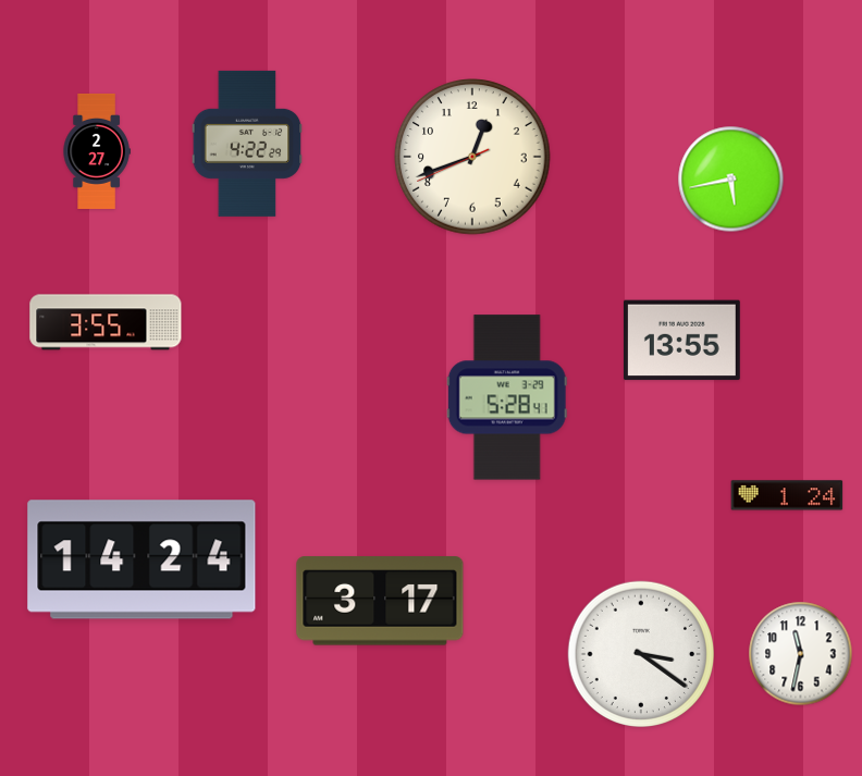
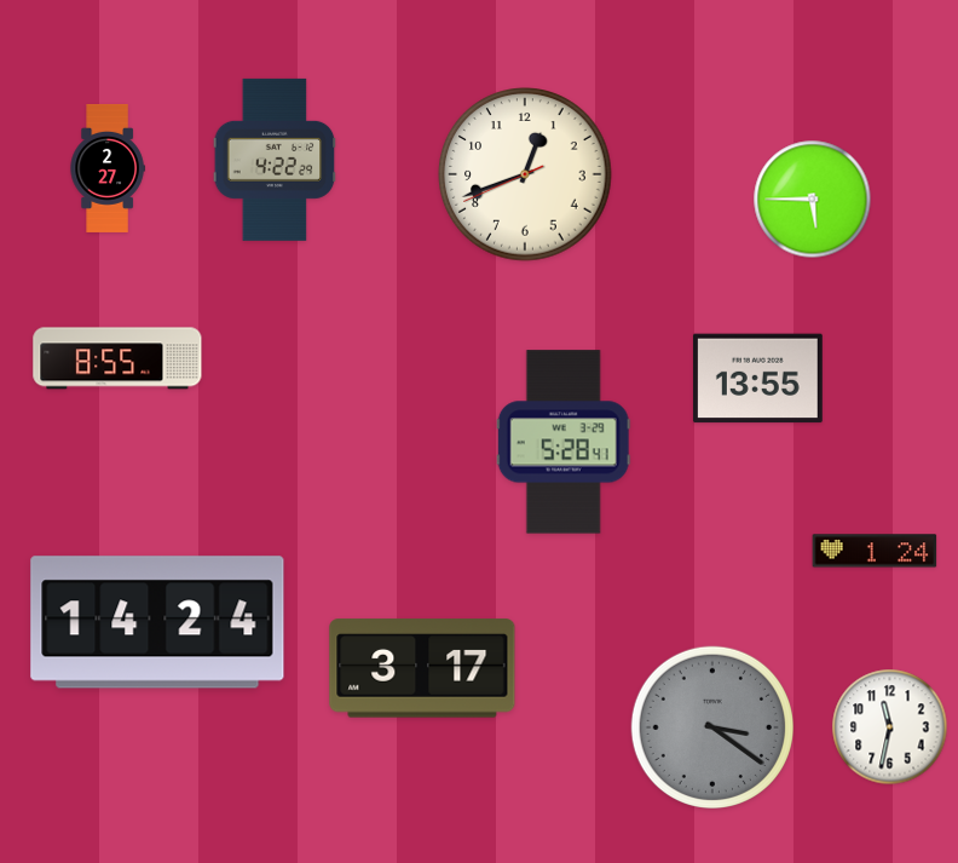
clock at (731, 180): 5:43 -> 5:45
clock at (106, 322): 3:55 -> 8:55
clock at (640, 653) dial: white -> grey
